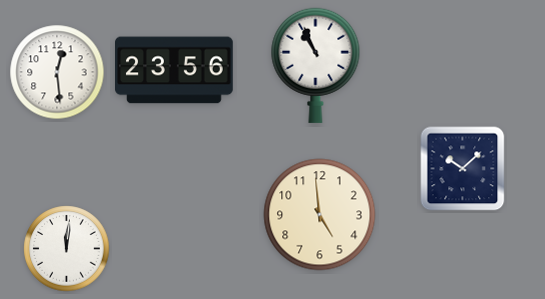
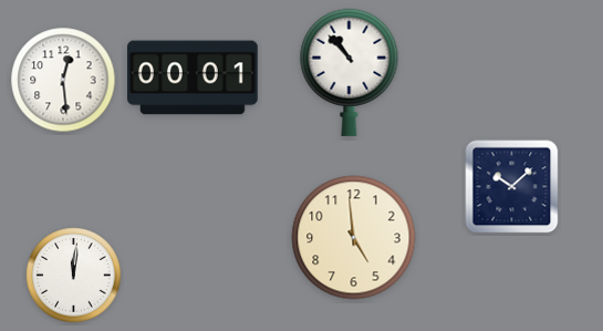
clock at (316, 65): 10:56 -> 10:53
clock at (175, 70): 23:56 -> 00:01
